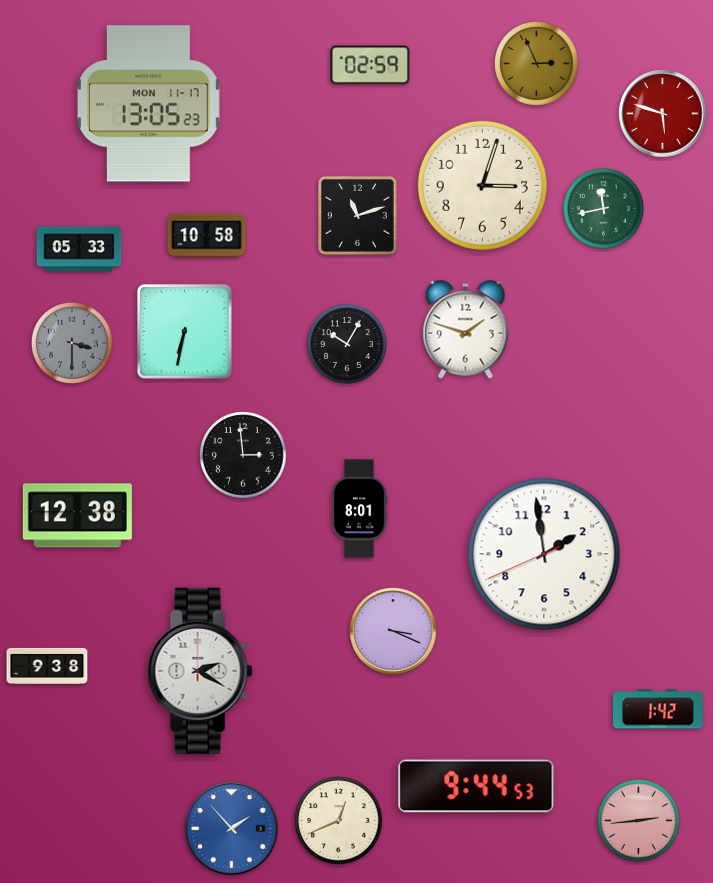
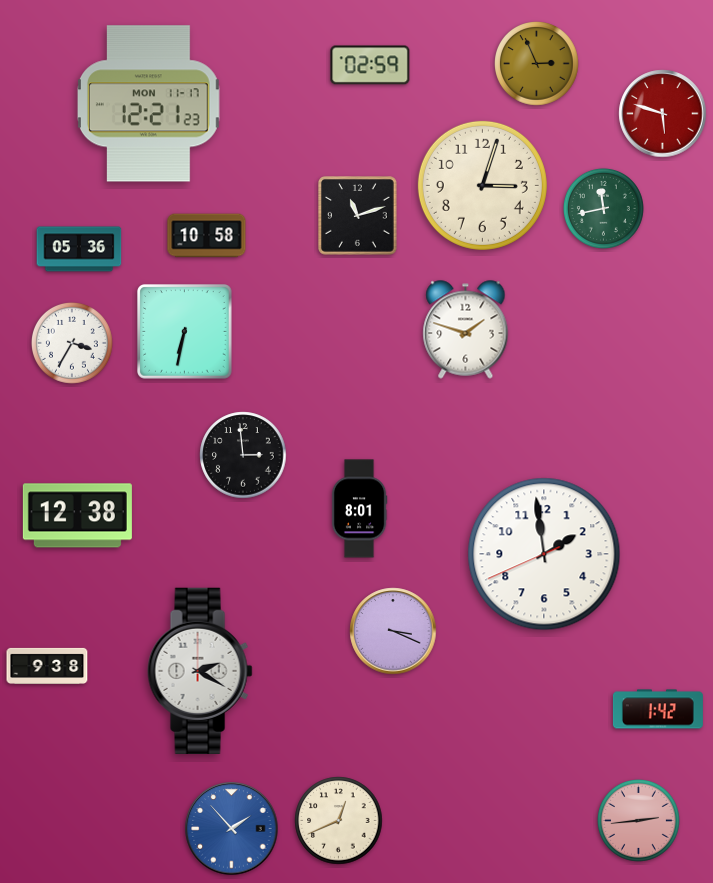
clock at (148, 104): 13:05 -> 12:21
clock at (79, 249): 05:33 -> 05:36
clock at (72, 343): 3:30 -> 3:35
clock at (72, 343) dial: grey -> white
clock at (347, 344): 10:05 -> none
clock at (476, 786): 9:44 -> none
